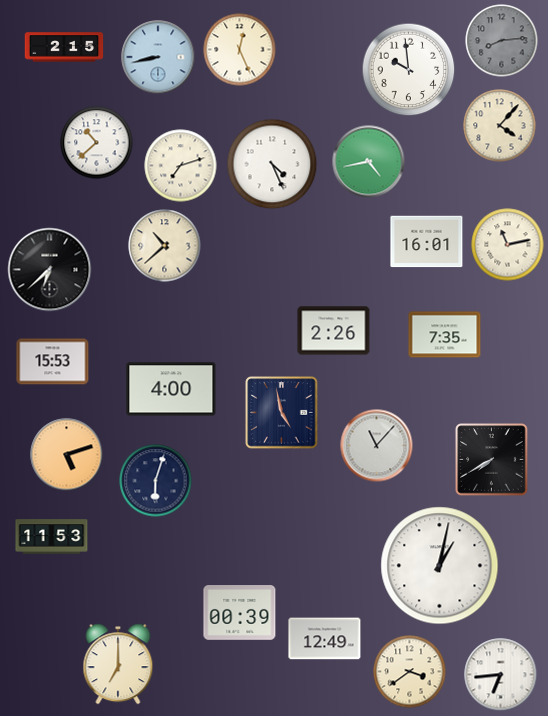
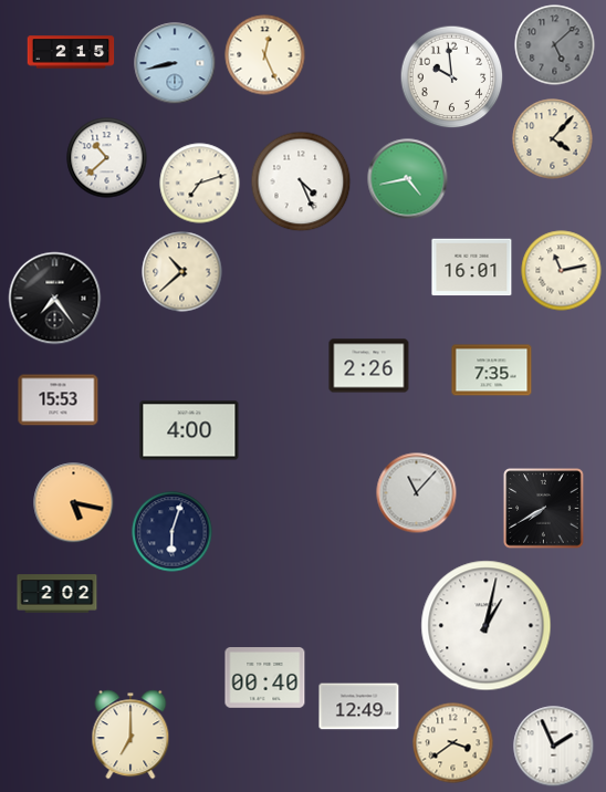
clock at (502, 41): 8:14 -> 5:08
clock at (50, 270): 6:38 -> 7:24
clock at (282, 413): 4:58 -> none
clock at (67, 455): 5:12 -> 5:17
clock at (52, 537): 11:53 -> 2:02
clock at (240, 613): 00:39 -> 00:40
clock at (501, 675): 6:44 -> 1:56
